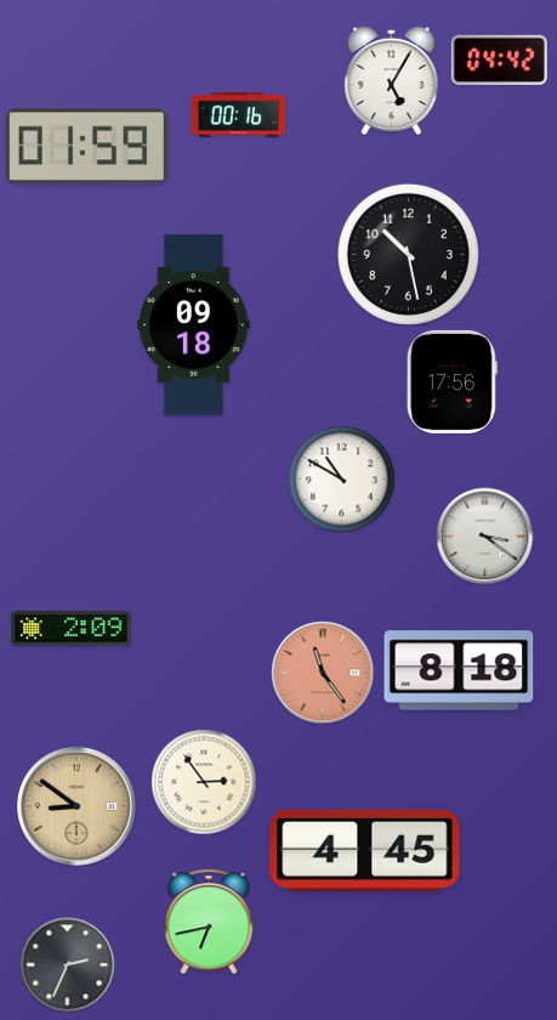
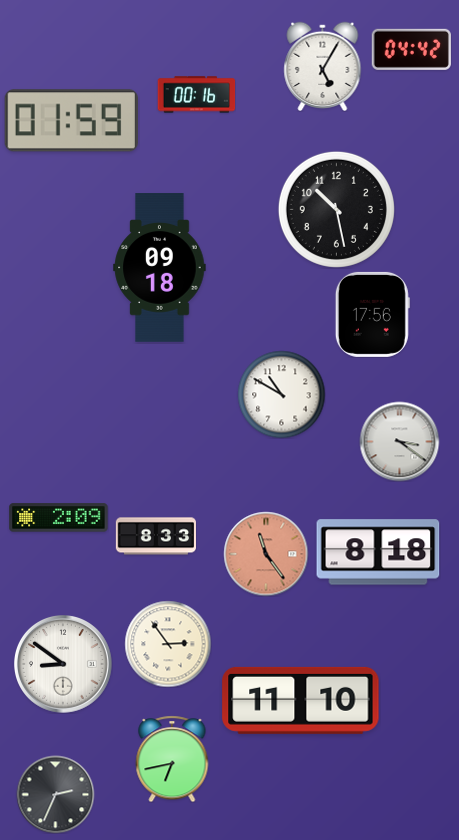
clock at (155, 536): none -> 8:33
clock at (78, 807) dial: champagne -> white
clock at (365, 850): 4:45 -> 11:10
